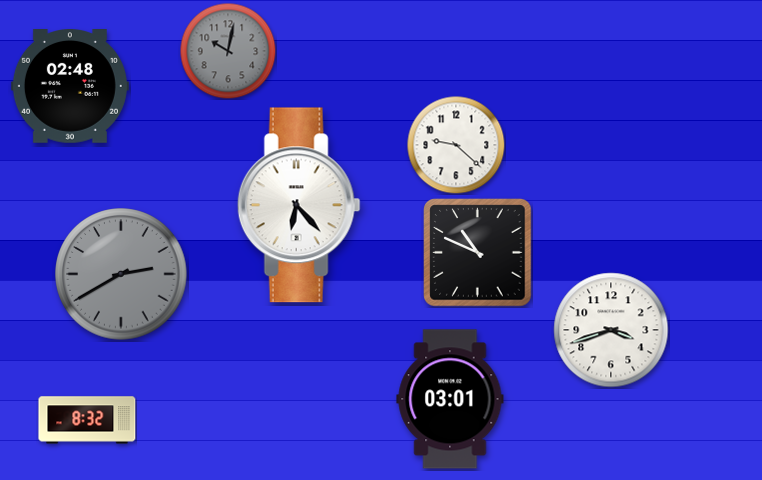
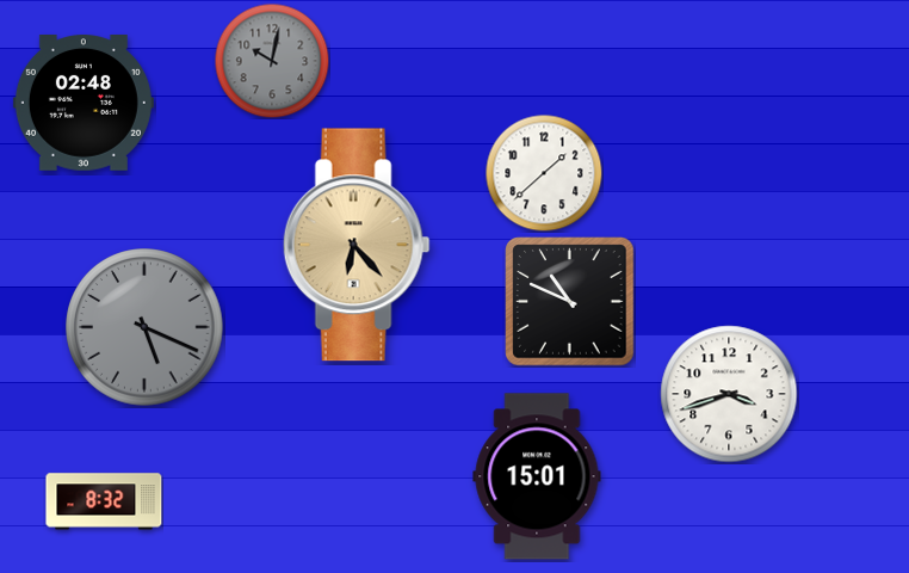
clock at (456, 145): 9:22 -> 1:38
clock at (299, 205) dial: white -> champagne
clock at (121, 274): 2:40 -> 5:19
clock at (450, 399): 03:01 -> 15:01
